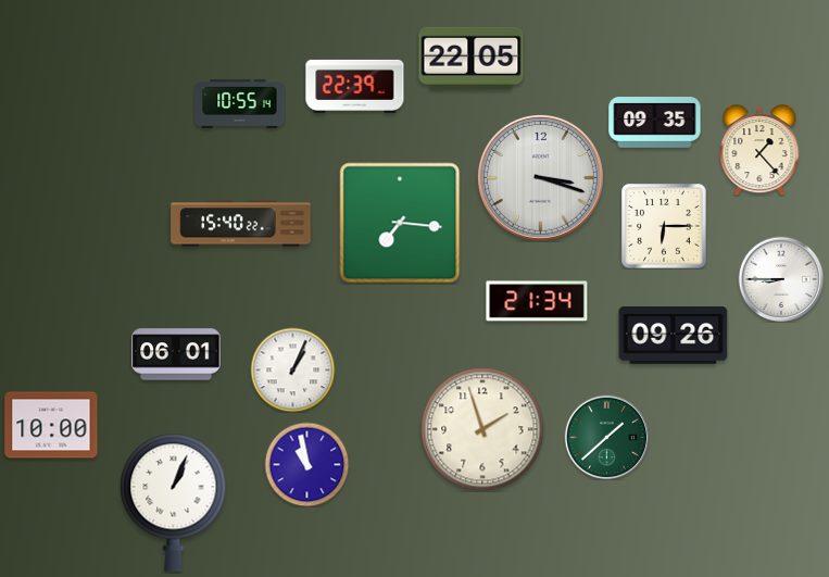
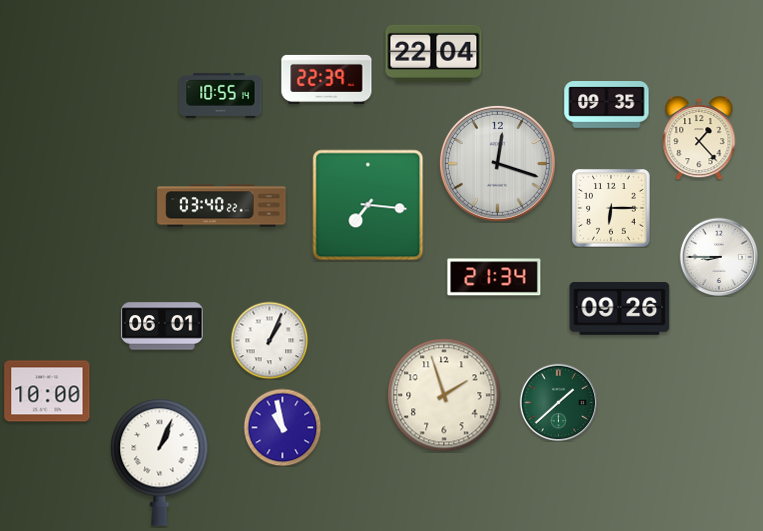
clock at (472, 58): 22:05 -> 22:04
clock at (655, 123) position: (655, 123) -> (607, 105)
clock at (540, 177): 3:18 -> 12:18
clock at (241, 224): 15:40 -> 03:40
